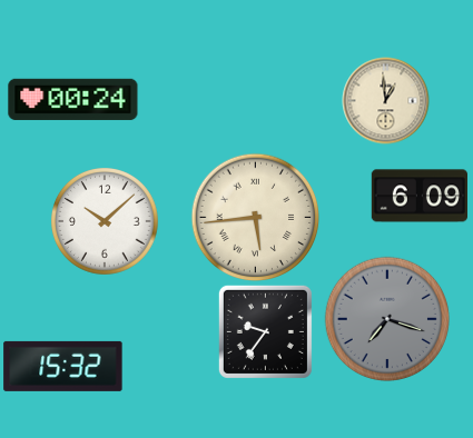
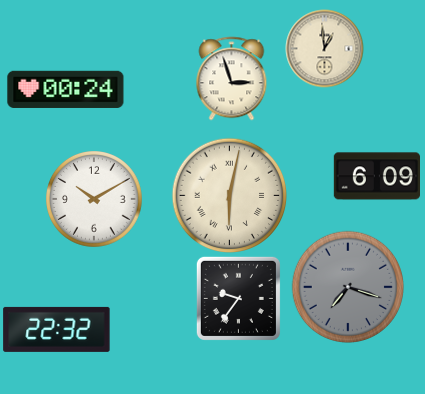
clock at (232, 78): none -> 2:57
clock at (385, 100) position: (385, 100) -> (324, 48)
clock at (255, 217): 5:44 -> 6:02
clock at (105, 221): 10:08 -> 10:10
clock at (63, 366): 15:32 -> 22:32
